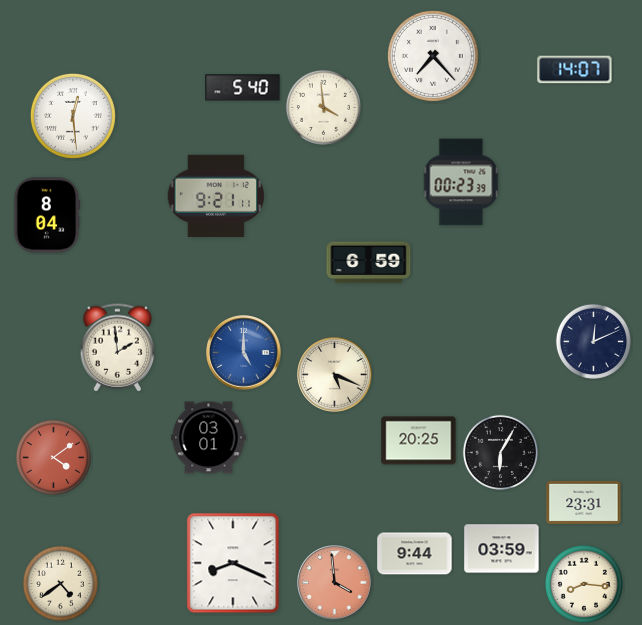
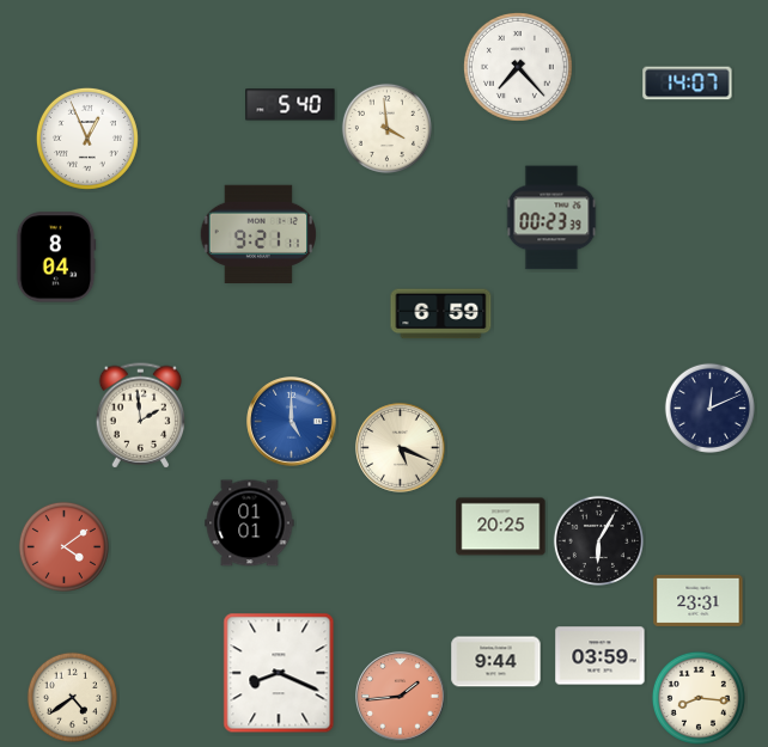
clock at (73, 116): 12:29 -> 12:56
clock at (209, 438): 03:01 -> 01:01
clock at (335, 583): 3:59 -> 1:44
